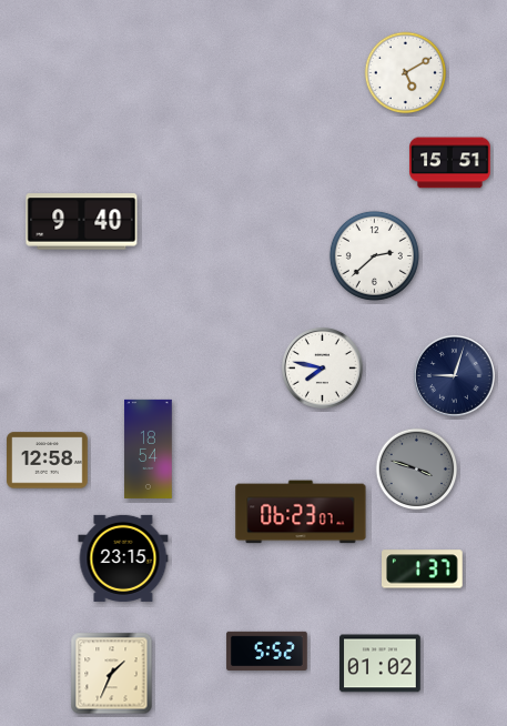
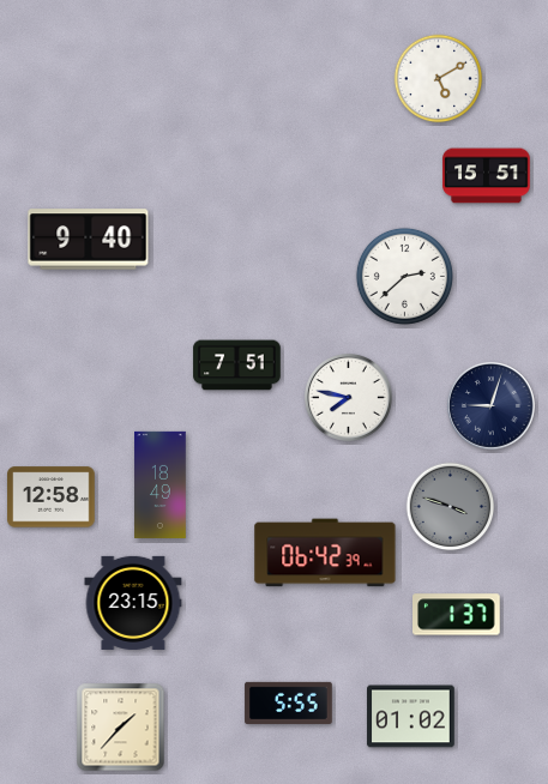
clock at (237, 366): none -> 7:51
clock at (149, 448): 18:54 -> 18:49
clock at (301, 512): 06:23 -> 06:42
clock at (267, 651): 5:52 -> 5:55
clock at (112, 674): 1:34 -> 1:37
